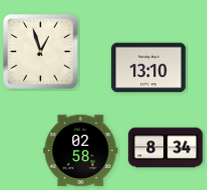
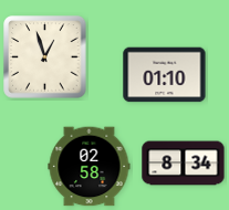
clock at (149, 68): 13:10 -> 01:10
